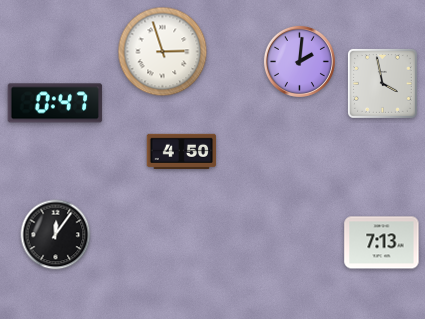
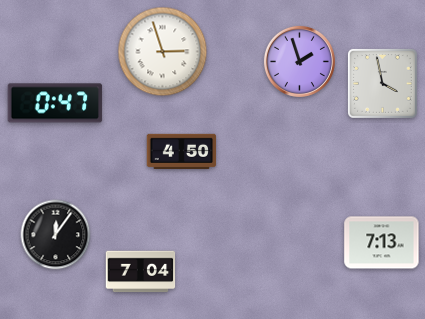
clock at (299, 61): 2:01 -> 1:57
clock at (141, 272): none -> 7:04
